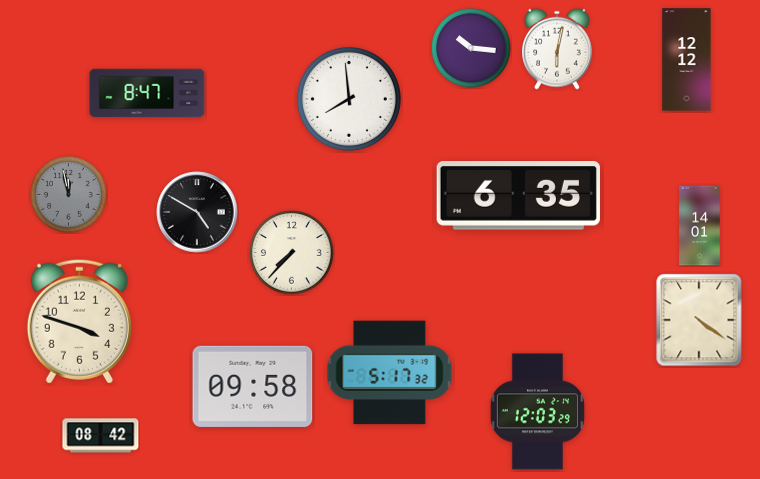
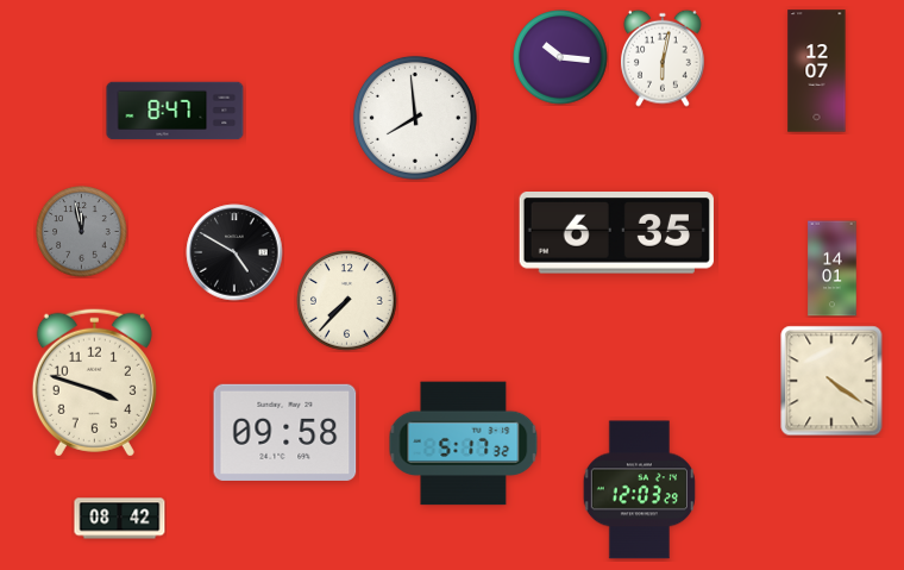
clock at (687, 60): 12:12 -> 12:07
clock at (253, 386) position: (253, 386) -> (285, 432)
